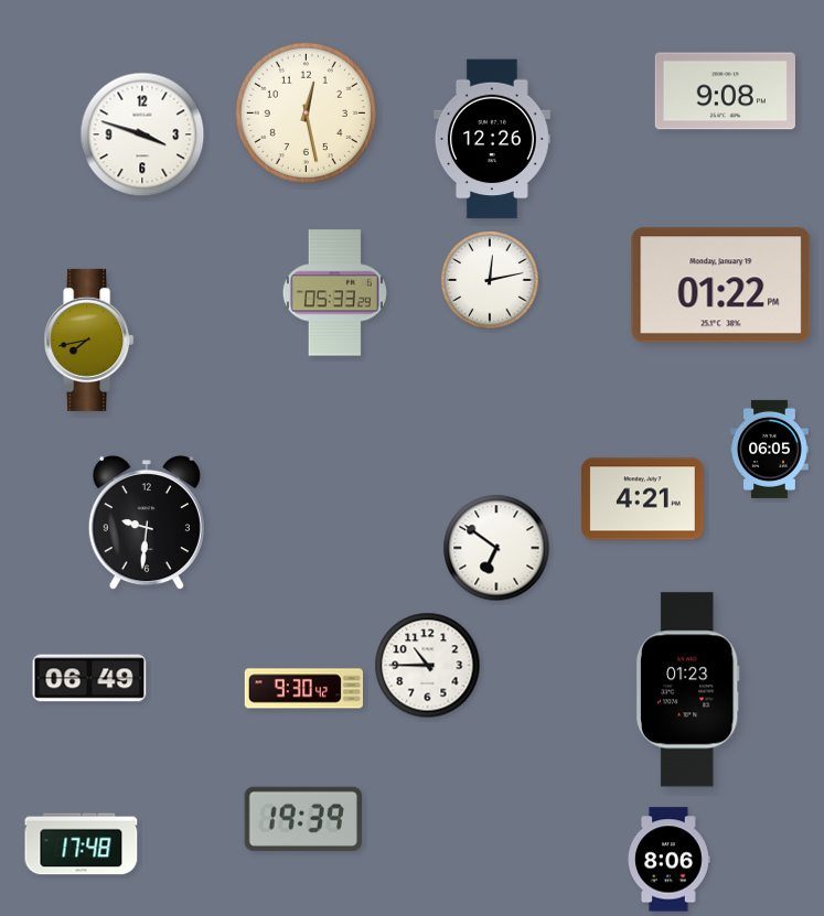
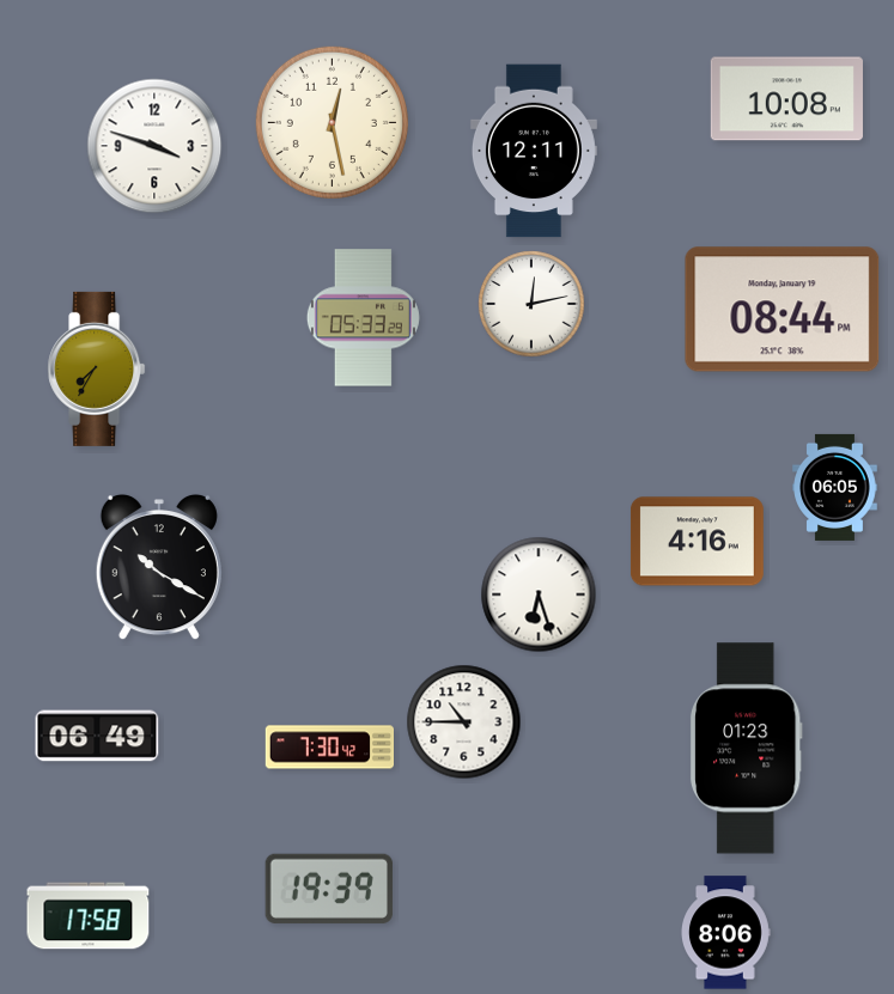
clock at (725, 91): 9:08 -> 10:08
clock at (492, 139): 12:26 -> 12:11
clock at (721, 285): 01:22 -> 08:44
clock at (89, 340): 7:43 -> 7:35
clock at (642, 499): 4:21 -> 4:16
clock at (147, 522): 9:31 -> 10:20
clock at (496, 548): 6:51 -> 6:27
clock at (303, 689): 9:30 -> 7:30
clock at (82, 844): 17:48 -> 17:58
